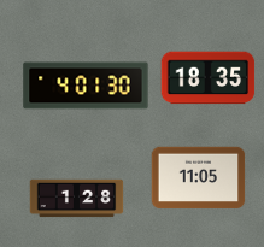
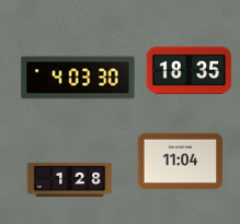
clock at (86, 86): 4:01 -> 4:03
clock at (198, 178): 11:05 -> 11:04
